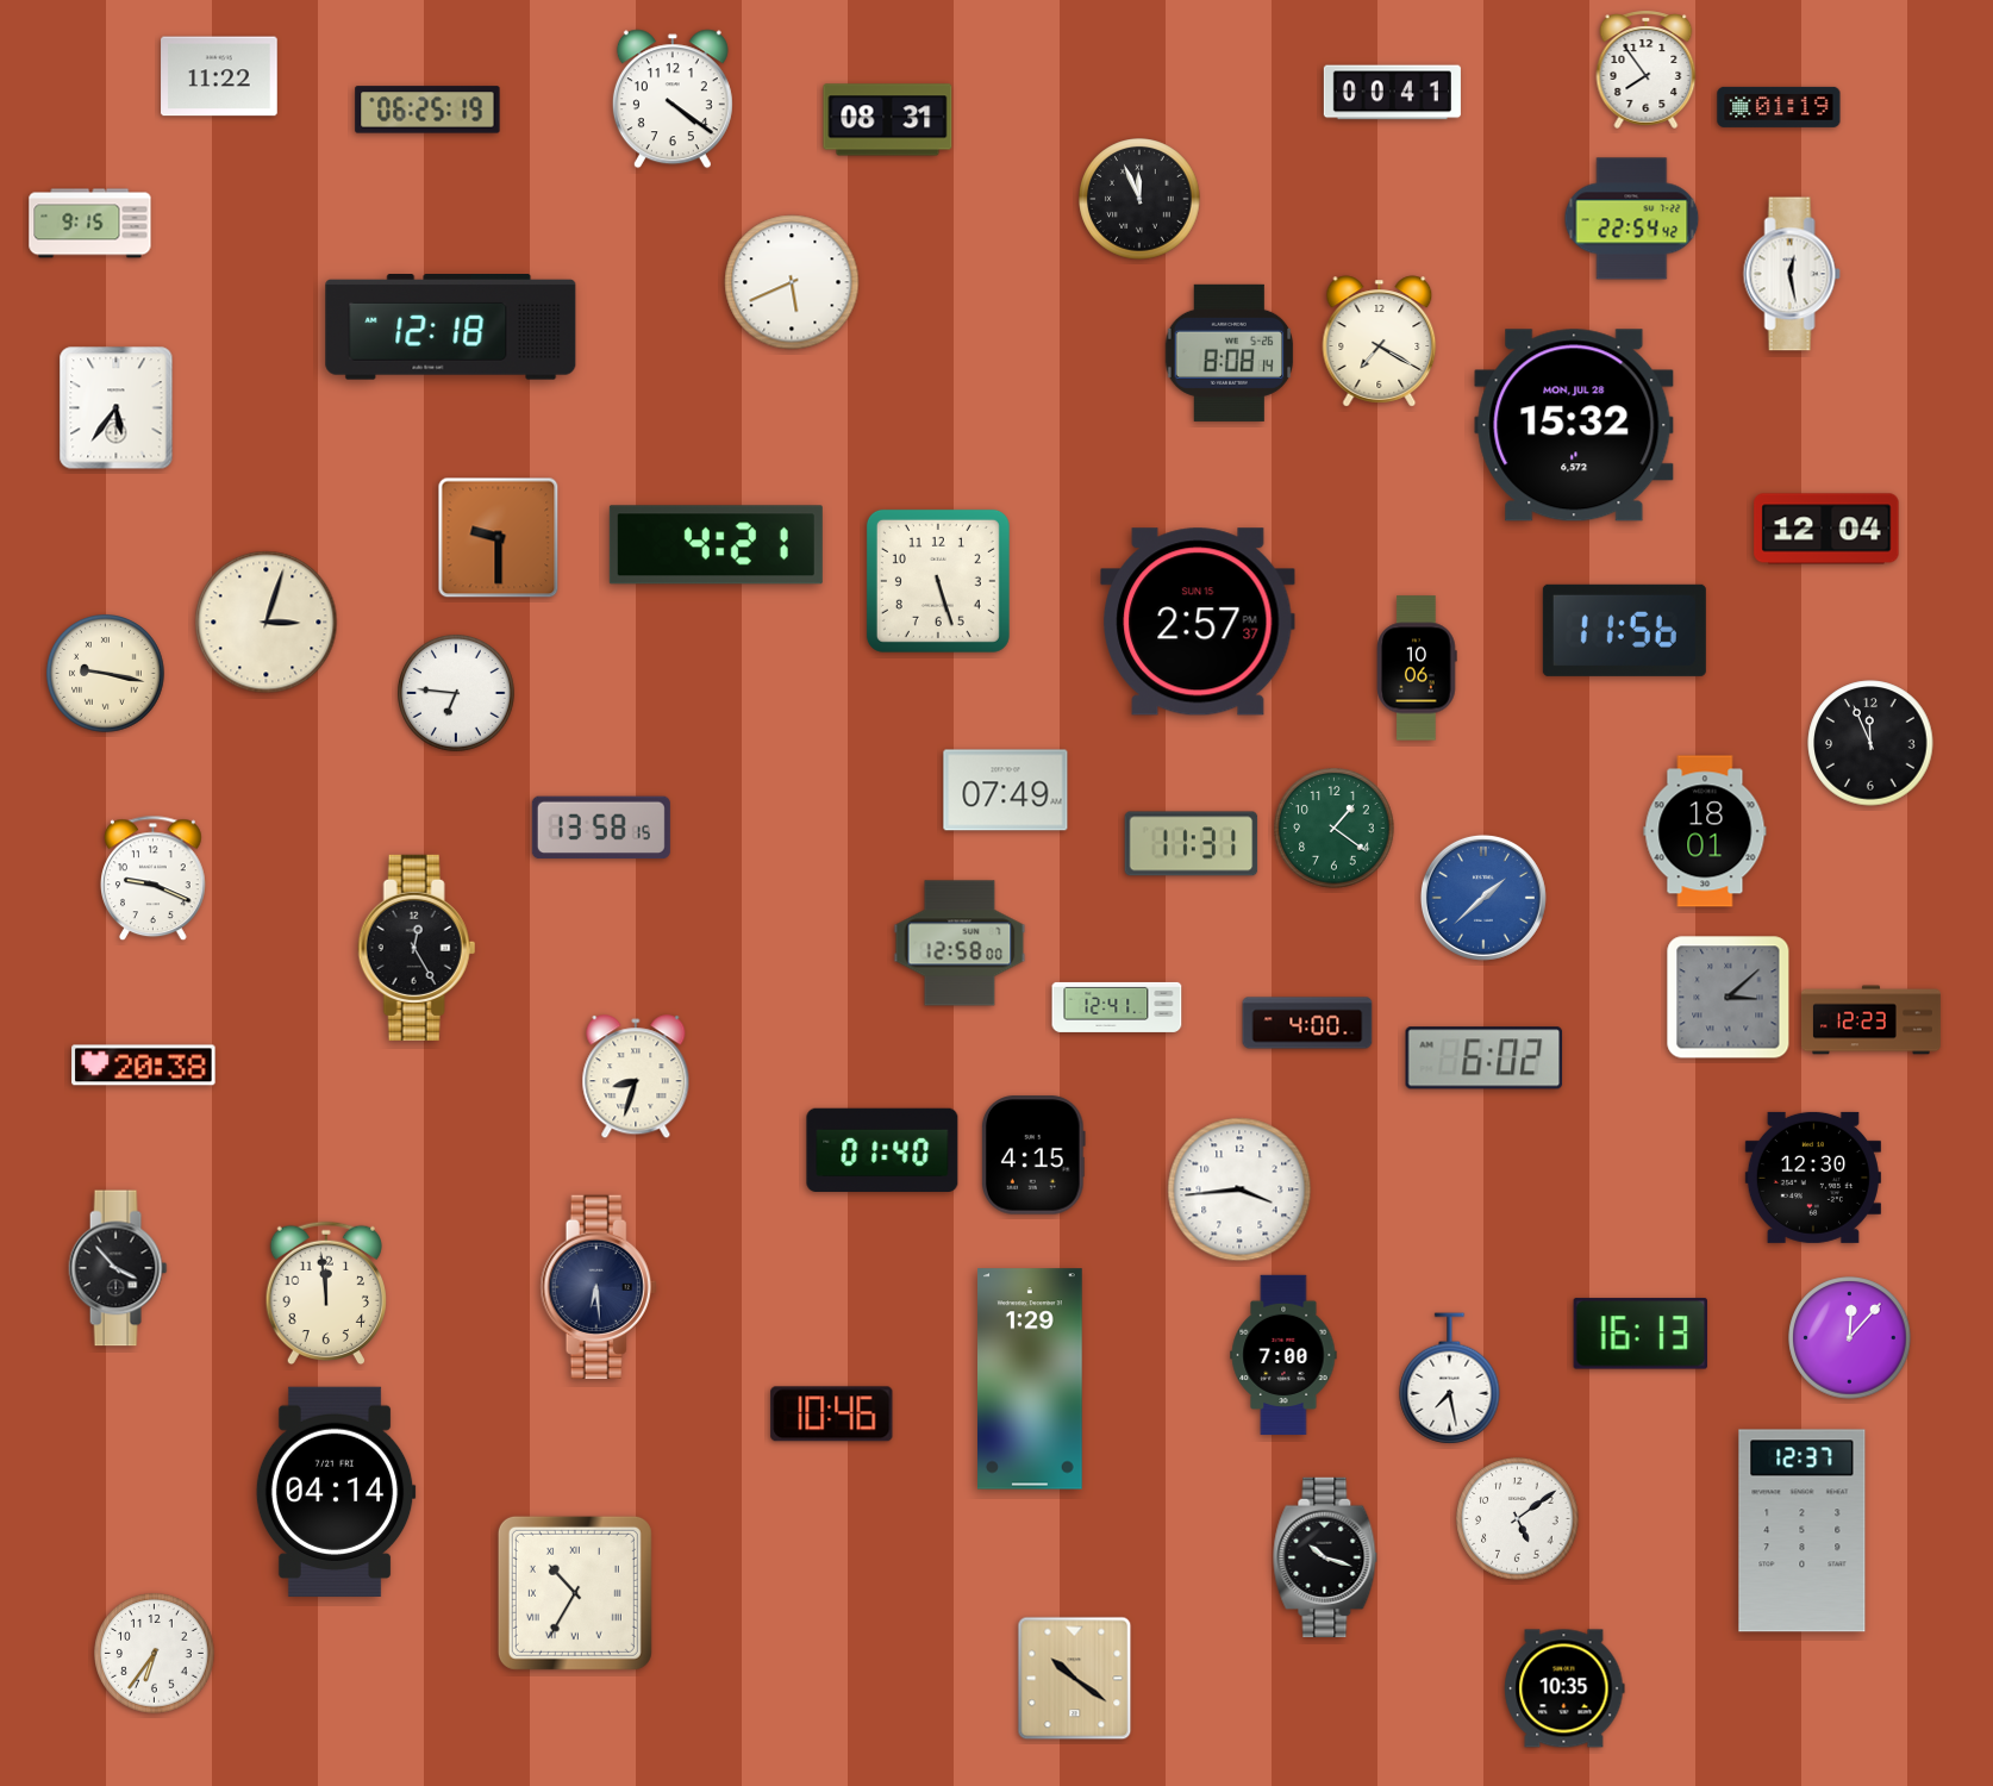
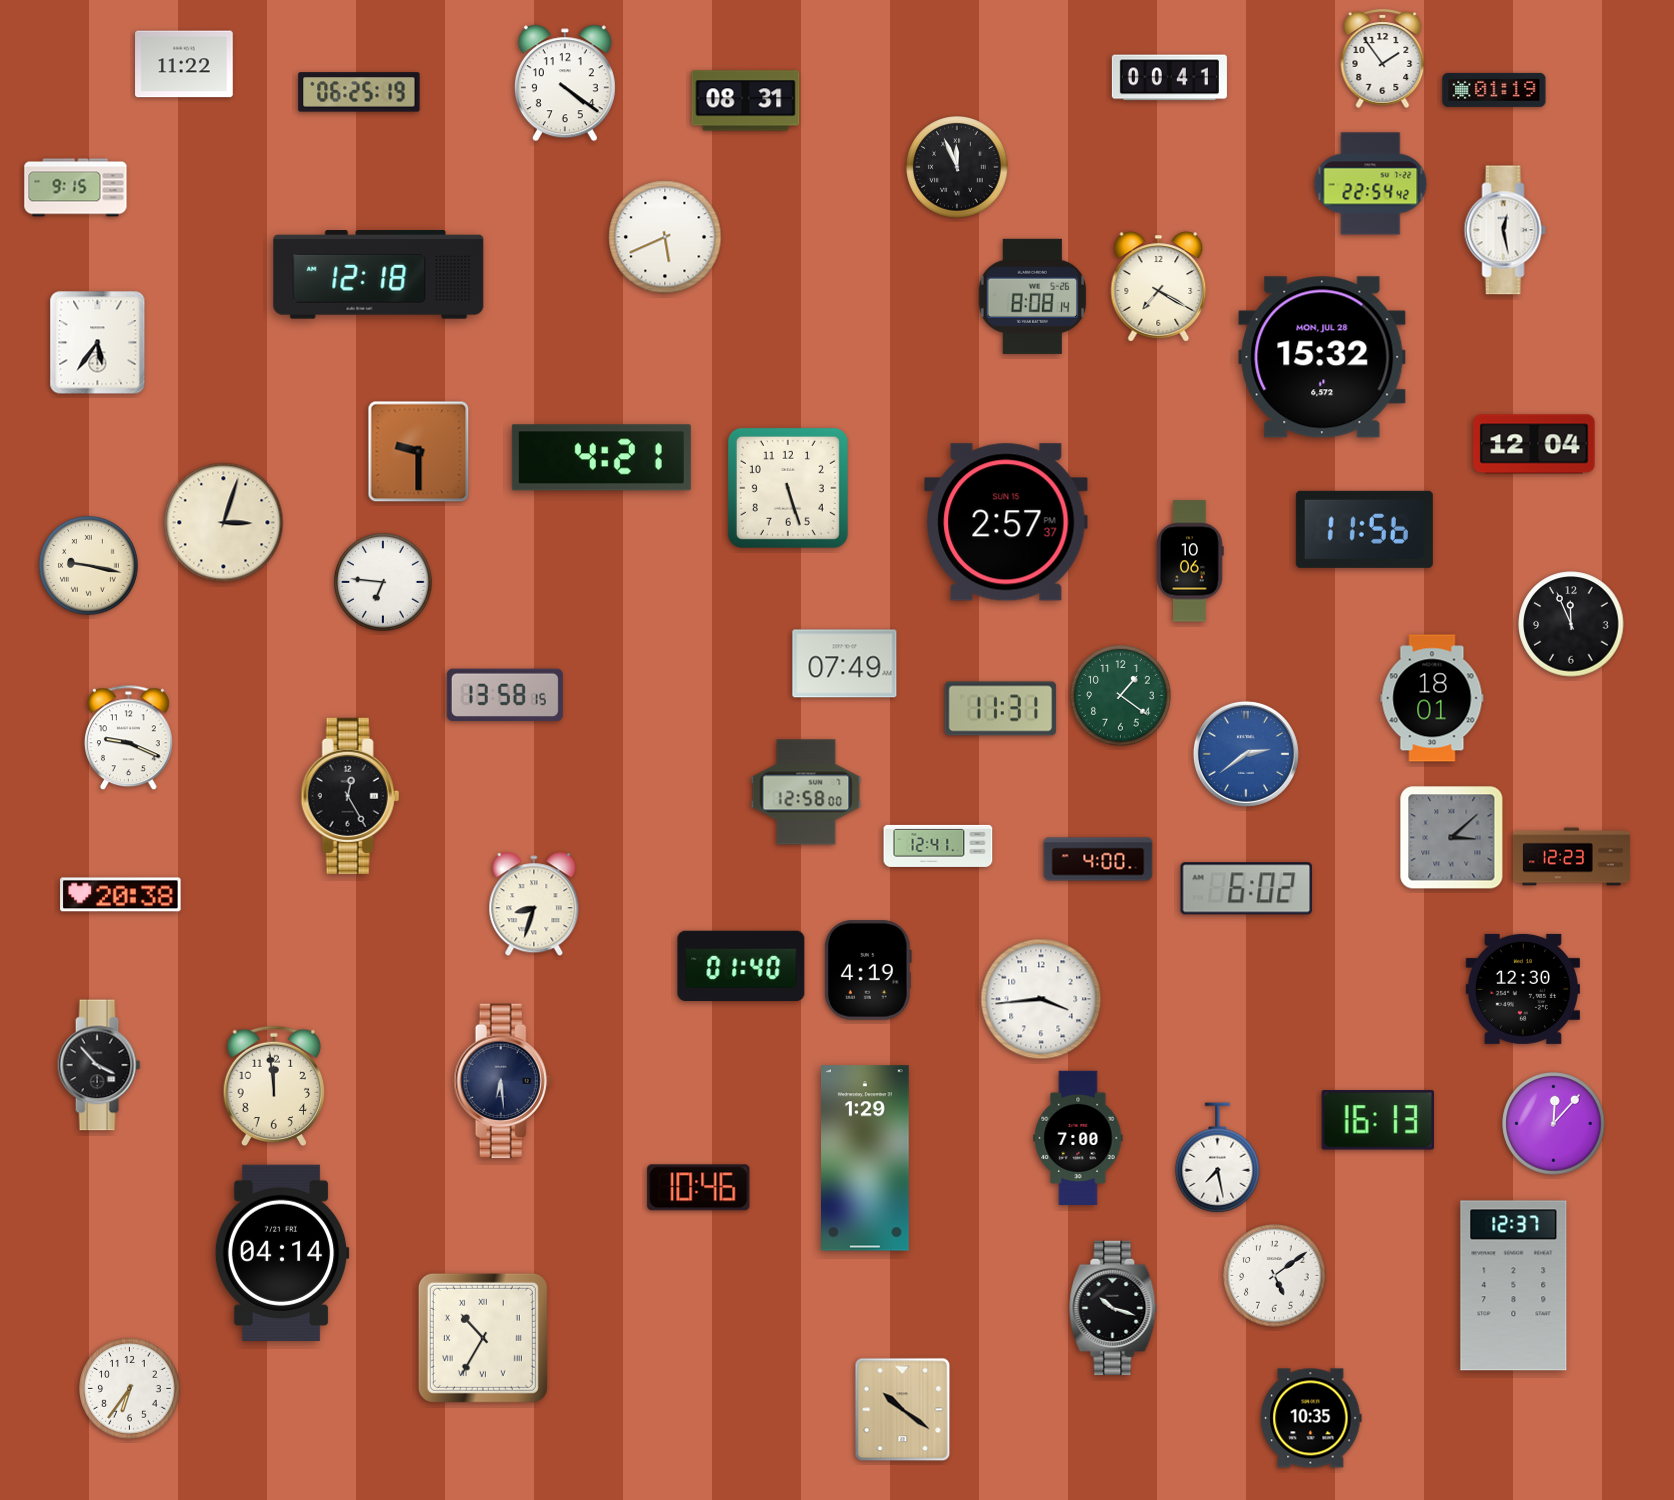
clock at (1647, 69): 7:54 -> 1:54
clock at (1483, 898): 1:38 -> 2:39
clock at (1033, 1155): 4:15 -> 4:19
clock at (1564, 1688) position: (1564, 1688) -> (1311, 1418)
